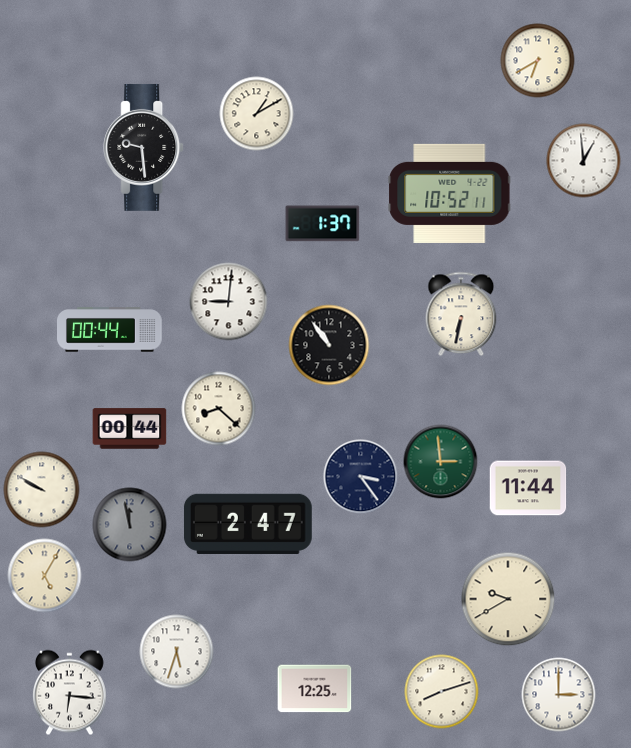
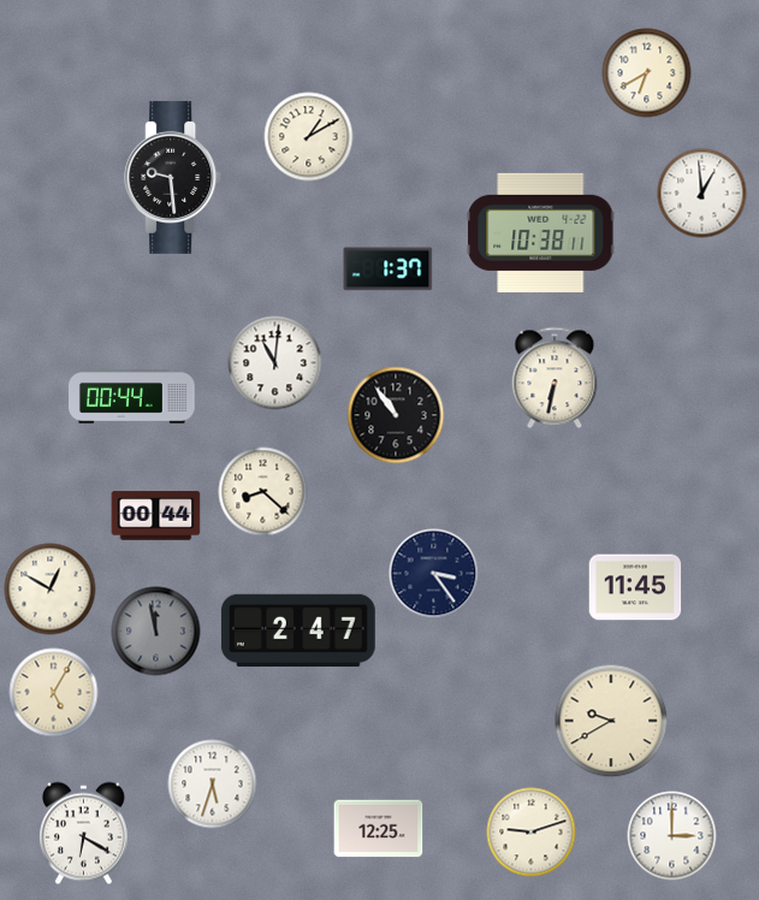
clock at (450, 193): 10:52 -> 10:38
clock at (229, 302): 9:01 -> 11:01
clock at (441, 462): 2:59 -> none
clock at (528, 488): 11:44 -> 11:45
clock at (42, 490): 9:50 -> 12:50
clock at (442, 692): 8:12 -> 9:12
clock at (70, 693): 6:16 -> 6:20
